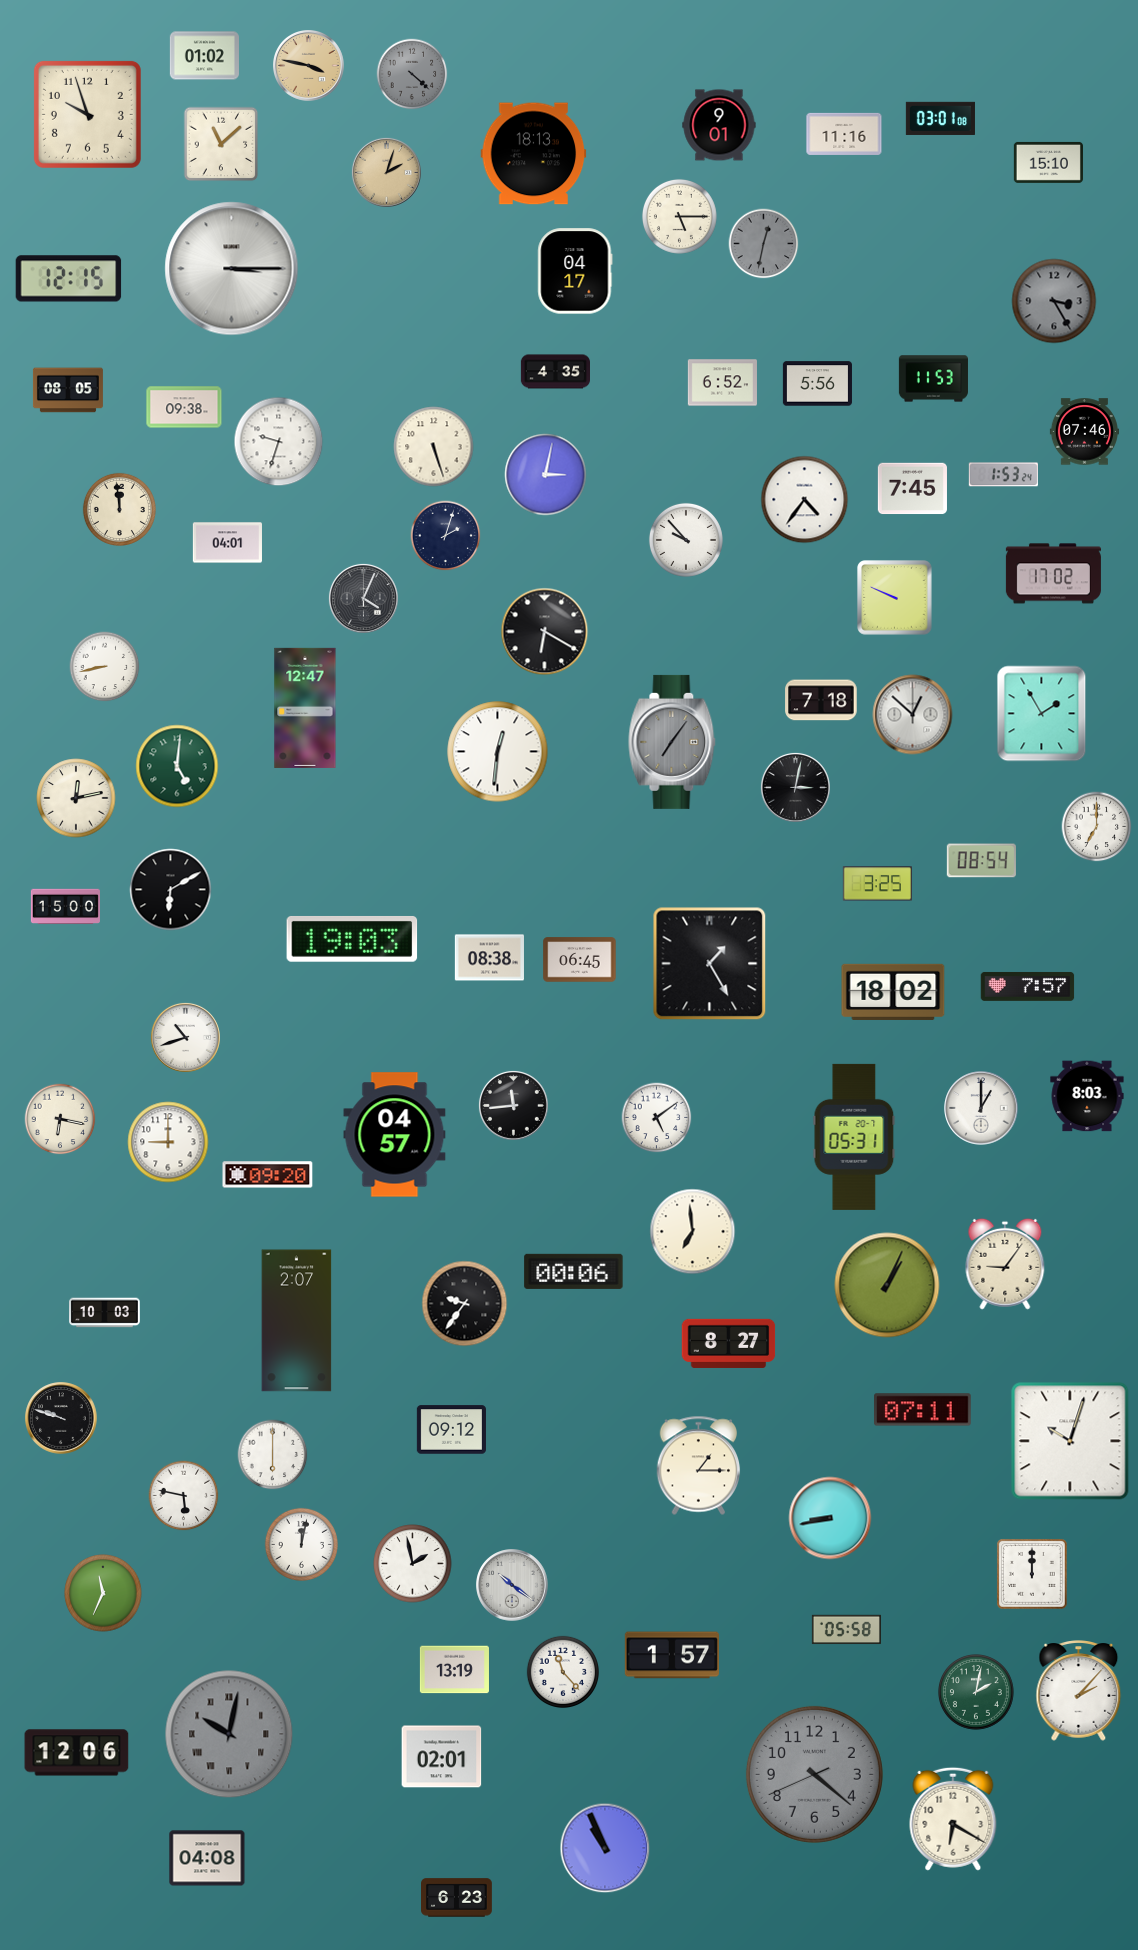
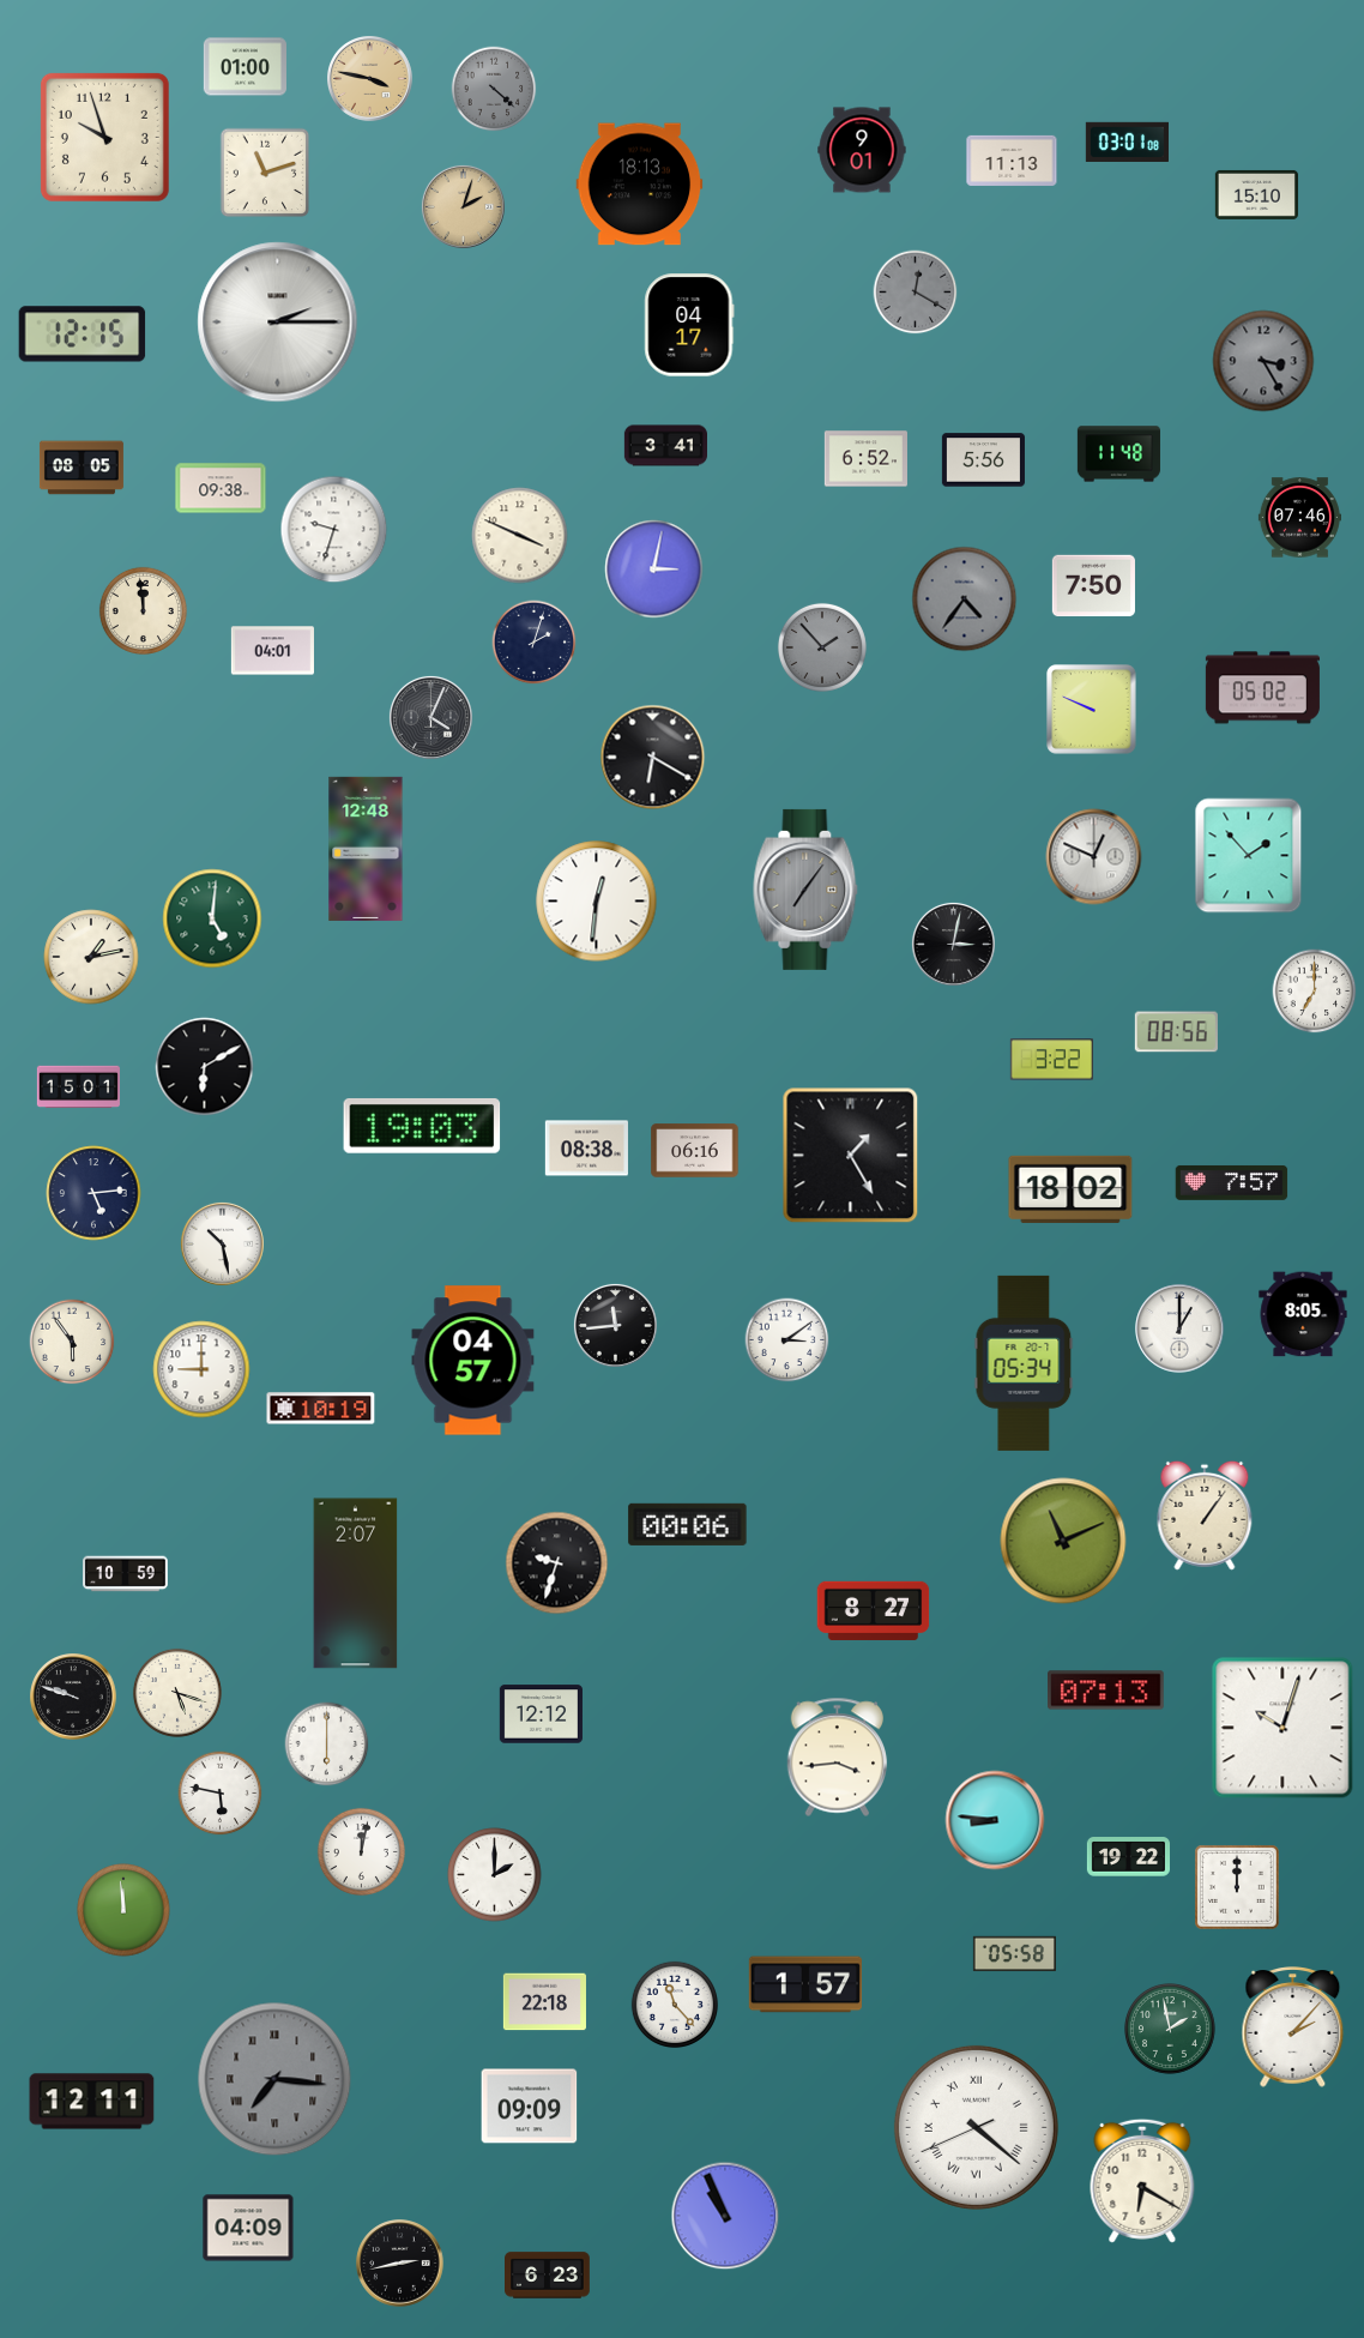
clock at (204, 56): 01:02 -> 01:00
clock at (844, 134): 11:16 -> 11:13
clock at (221, 144): 11:08 -> 11:12
clock at (679, 216): 5:15 -> none
clock at (764, 244): 12:32 -> 12:20
clock at (232, 269): 3:15 -> 2:15
clock at (555, 372): 4:35 -> 3:41
clock at (933, 379): 11:53 -> 11:48
clock at (817, 384) position: (817, 384) -> (983, 460)
clock at (434, 447): 5:27 -> 3:49
clock at (1003, 475): 1:53 -> none
clock at (912, 489): 7:45 -> 7:50
clock at (805, 500) dial: white -> grey
clock at (686, 540): 9:53 -> 1:53
clock at (686, 540) dial: white -> grey
clock at (1053, 574): 17:02 -> 05:02
clock at (363, 598) position: (363, 598) -> (430, 717)
clock at (895, 598) position: (895, 598) -> (1092, 710)
clock at (105, 667): 8:43 -> none
clock at (821, 700): 7:18 -> none
clock at (305, 708): 12:47 -> 12:48
clock at (1042, 714): 1:55 -> 1:53
clock at (913, 715): 12:52 -> 12:49
clock at (76, 798): 12:13 -> 1:13
clock at (981, 861): 08:54 -> 08:56
clock at (877, 884): 3:25 -> 3:22
clock at (65, 907): 15:00 -> 15:01
clock at (580, 960): 06:45 -> 06:16
clock at (93, 1193): none -> 5:14
clock at (185, 1037): 10:42 -> 10:28
clock at (1087, 1096): 8:03 -> 8:05
clock at (981, 1108) position: (981, 1108) -> (1179, 1328)
clock at (657, 1118): 5:09 -> 3:09
clock at (60, 1119): 6:17 -> 5:54
clock at (854, 1137): 05:31 -> 05:34
clock at (268, 1175): 09:20 -> 10:19
clock at (693, 1232): 6:59 -> none
clock at (1005, 1264): 9:06 -> 1:06
clock at (887, 1285): 1:04 -> 11:11
clock at (465, 1304): 9:36 -> 9:33
clock at (105, 1313): 10:03 -> 10:59
clock at (923, 1410): 07:11 -> 07:13
clock at (177, 1693): none -> 5:18
clock at (61, 1418) position: (61, 1418) -> (73, 1697)
clock at (451, 1430): 09:12 -> 12:12
clock at (699, 1466): 1:15 -> 3:44
clock at (830, 1518): 8:43 -> 8:46
clock at (1128, 1857): none -> 19:22
clock at (413, 1564): 1:58 -> 2:00
clock at (512, 1585): 10:21 -> none
clock at (103, 1593): 11:34 -> 11:59
clock at (454, 1670): 13:19 -> 22:18
clock at (977, 1693): 2:02 -> 1:58
clock at (229, 1734): 10:02 -> 7:16
clock at (77, 1753): 12:06 -> 12:11
clock at (442, 1757): 02:01 -> 09:09
clock at (814, 1774) dial: grey -> white
clock at (814, 1774) numerals: Arabic -> Roman
clock at (207, 1858): 04:08 -> 04:09
clock at (400, 2264): none -> 2:43
